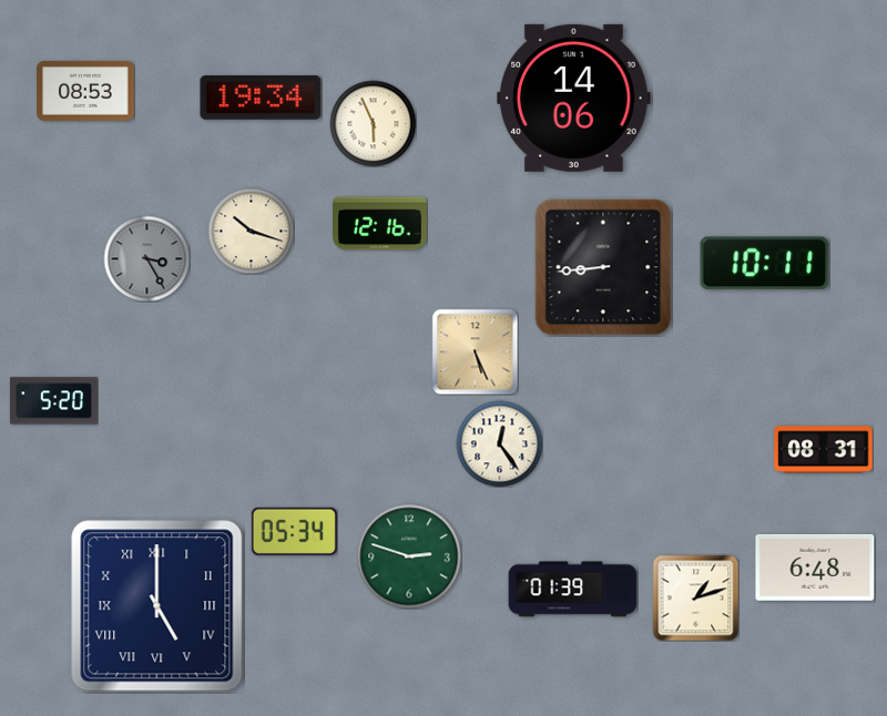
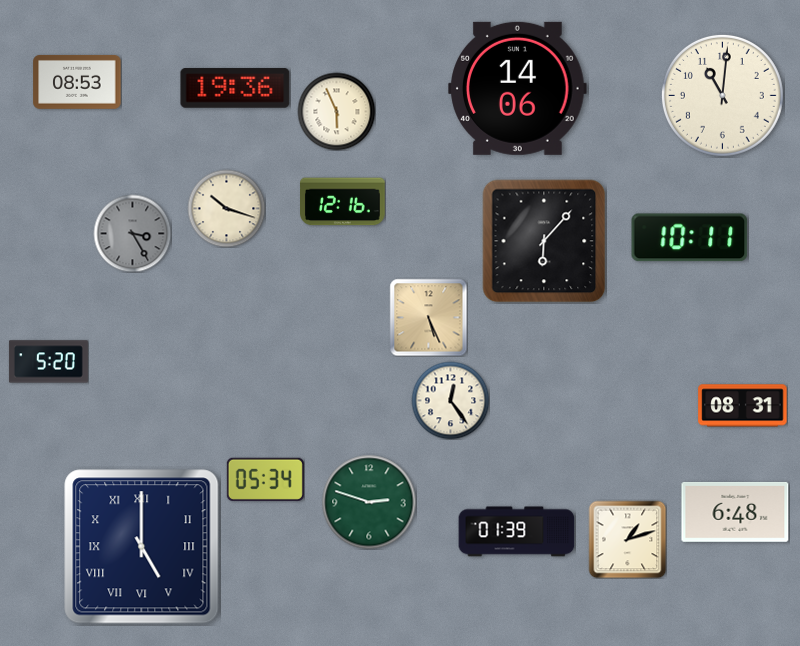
clock at (261, 98): 19:34 -> 19:36
clock at (722, 95): none -> 11:01
clock at (603, 267): 8:44 -> 6:07
